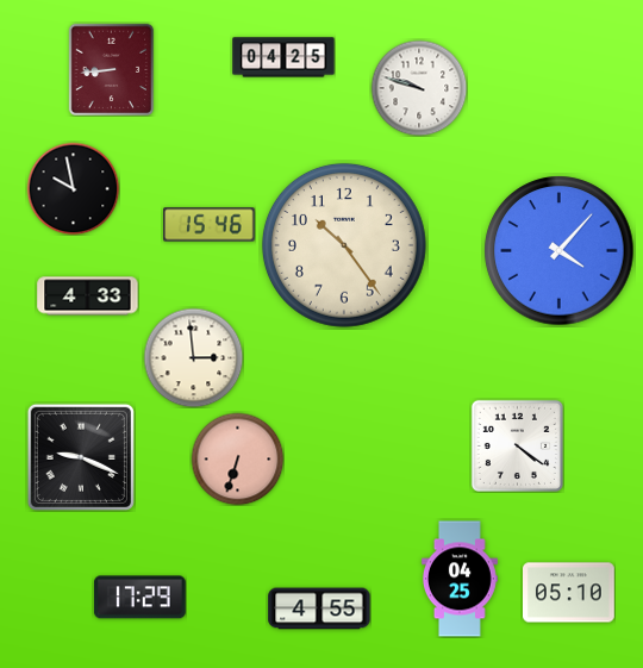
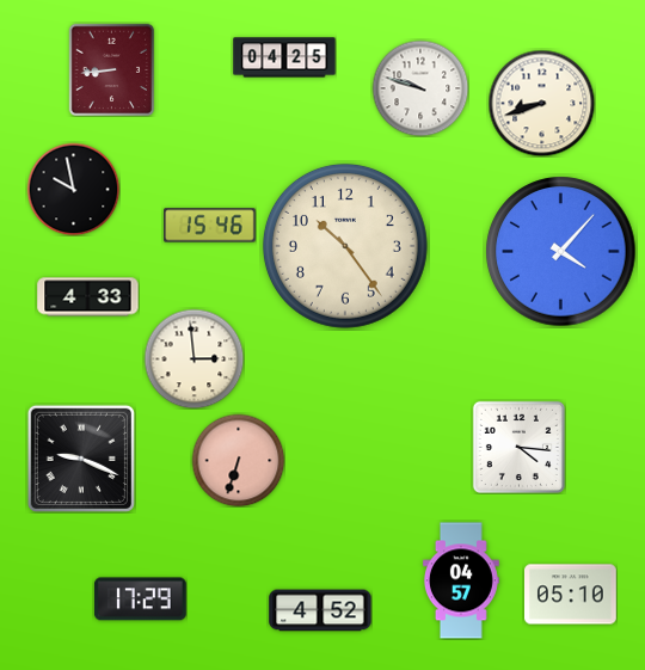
clock at (541, 103): none -> 8:42
clock at (517, 445): 4:21 -> 4:16
clock at (460, 579): 04:25 -> 04:57
clock at (319, 608): 4:55 -> 4:52
